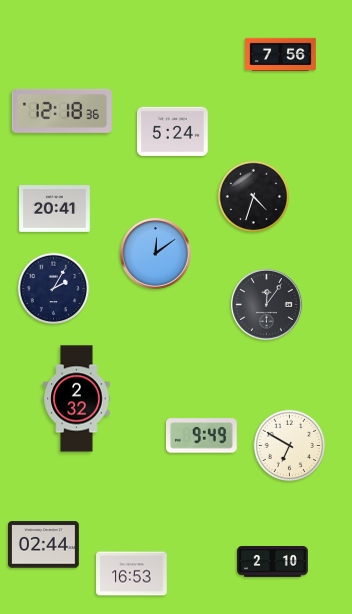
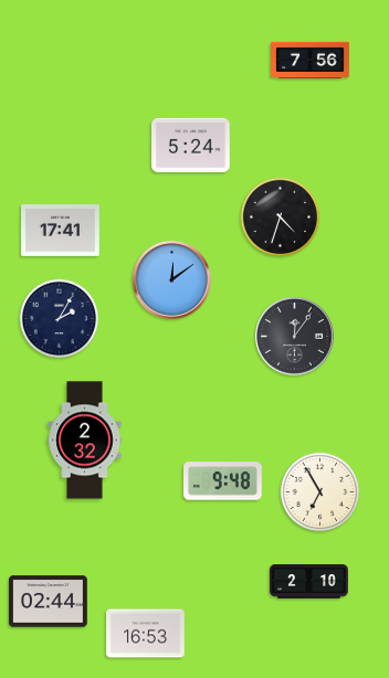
clock at (62, 111): 12:18 -> none
clock at (55, 209): 20:41 -> 17:41
clock at (202, 436): 9:49 -> 9:48
clock at (290, 446): 6:50 -> 6:55
clock at (273, 562) position: (273, 562) -> (309, 582)
